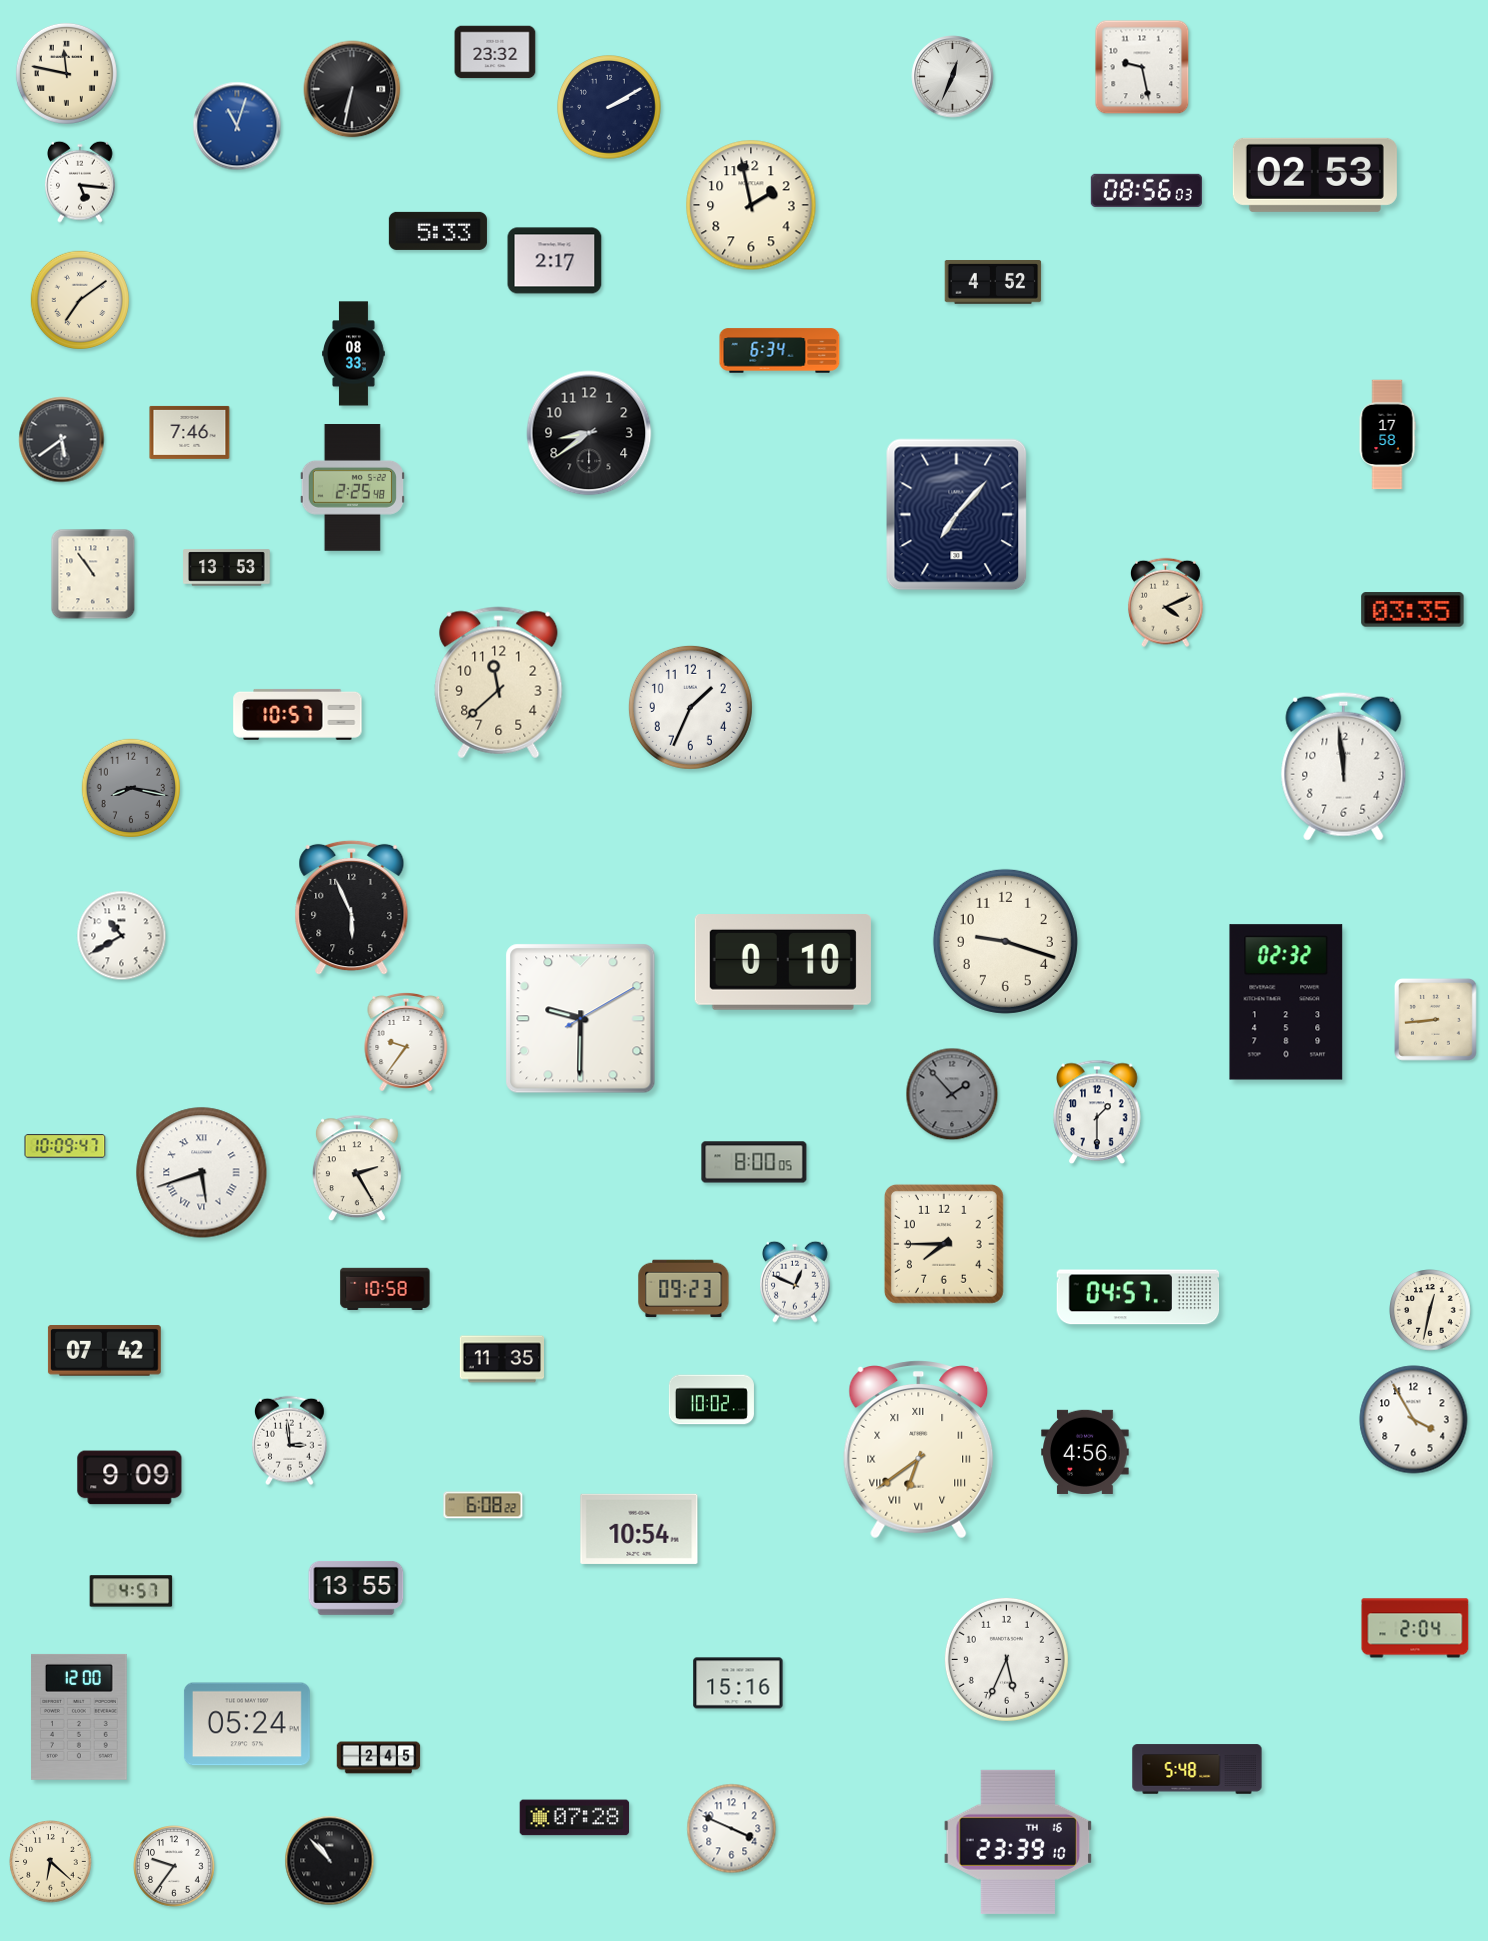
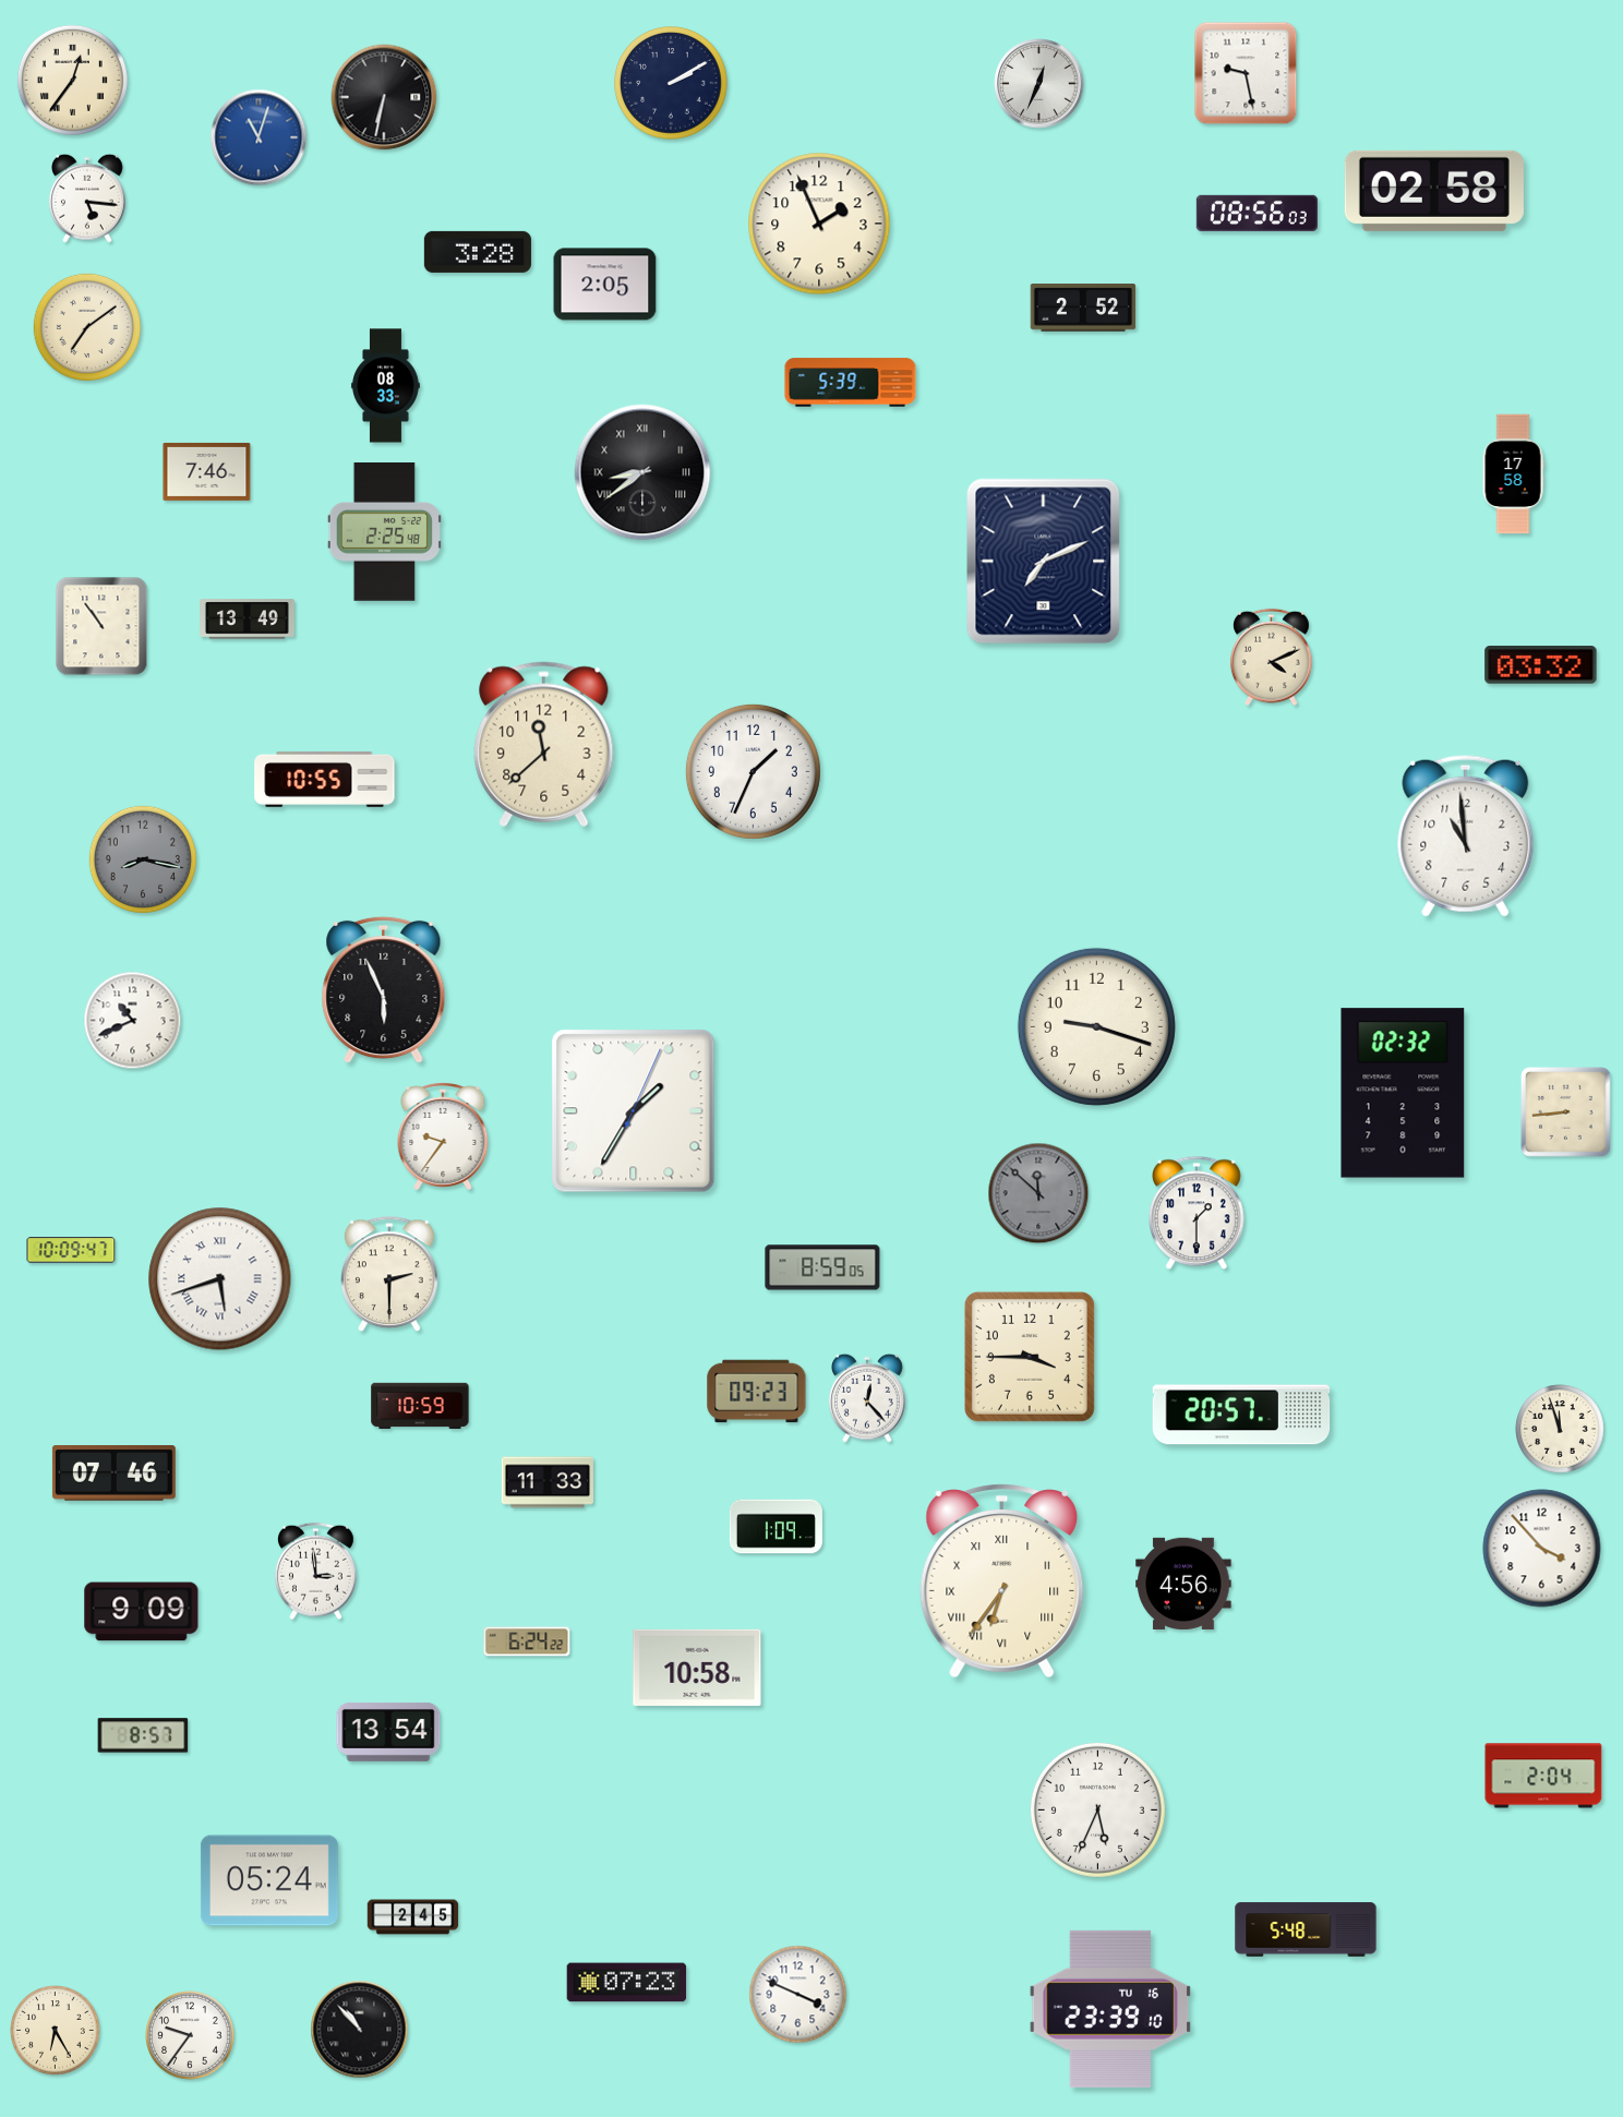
clock at (495, 52): 23:32 -> none
clock at (66, 73): 11:47 -> 12:36
clock at (609, 107) position: (609, 107) -> (671, 83)
clock at (1315, 175): 02:53 -> 02:58
clock at (1146, 190) position: (1146, 190) -> (1257, 213)
clock at (751, 205): 1:58 -> 1:56
clock at (438, 231): 5:33 -> 3:28
clock at (555, 261): 2:17 -> 2:05
clock at (993, 282): 4:52 -> 2:52
clock at (780, 351): 6:34 -> 5:39
clock at (589, 433) numerals: Arabic -> Roman
clock at (62, 440): 5:39 -> none
clock at (957, 515): 7:07 -> 7:11
clock at (227, 568): 13:53 -> 13:49
clock at (1413, 610): 03:35 -> 03:32
clock at (298, 714): 10:57 -> 10:55
clock at (1344, 766): 11:59 -> 10:59
clock at (122, 936): 10:40 -> 10:41
clock at (783, 963): 0:10 -> none
clock at (581, 1019): 9:30 -> 1:35
clock at (952, 1094): 1:53 -> 11:52
clock at (754, 1162): 8:00 -> 8:59
clock at (357, 1169): 2:25 -> 2:30
clock at (944, 1244): 7:45 -> 3:45
clock at (796, 1282): 12:49 -> 12:23
clock at (385, 1288): 10:58 -> 10:59
clock at (684, 1289) position: (684, 1289) -> (757, 1392)
clock at (1138, 1297): 04:57 -> 20:57
clock at (1430, 1310): 12:32 -> 11:57
clock at (104, 1351): 07:42 -> 07:46
clock at (501, 1359): 11:35 -> 11:33
clock at (711, 1400): 10:02 -> 1:09
clock at (1414, 1420): 3:55 -> 3:53
clock at (919, 1450): 6:39 -> 6:36
clock at (483, 1505): 6:08 -> 6:24
clock at (639, 1529): 10:54 -> 10:58
clock at (356, 1588): 13:55 -> 13:54
clock at (131, 1591): 4:57 -> 8:57
clock at (738, 1683): 15:16 -> none
clock at (80, 1717): 12:00 -> none
clock at (575, 1818): 07:28 -> 07:23
clock at (1018, 1842) date: TH 16 -> TU 16
clock at (51, 1862): 6:22 -> 6:25
